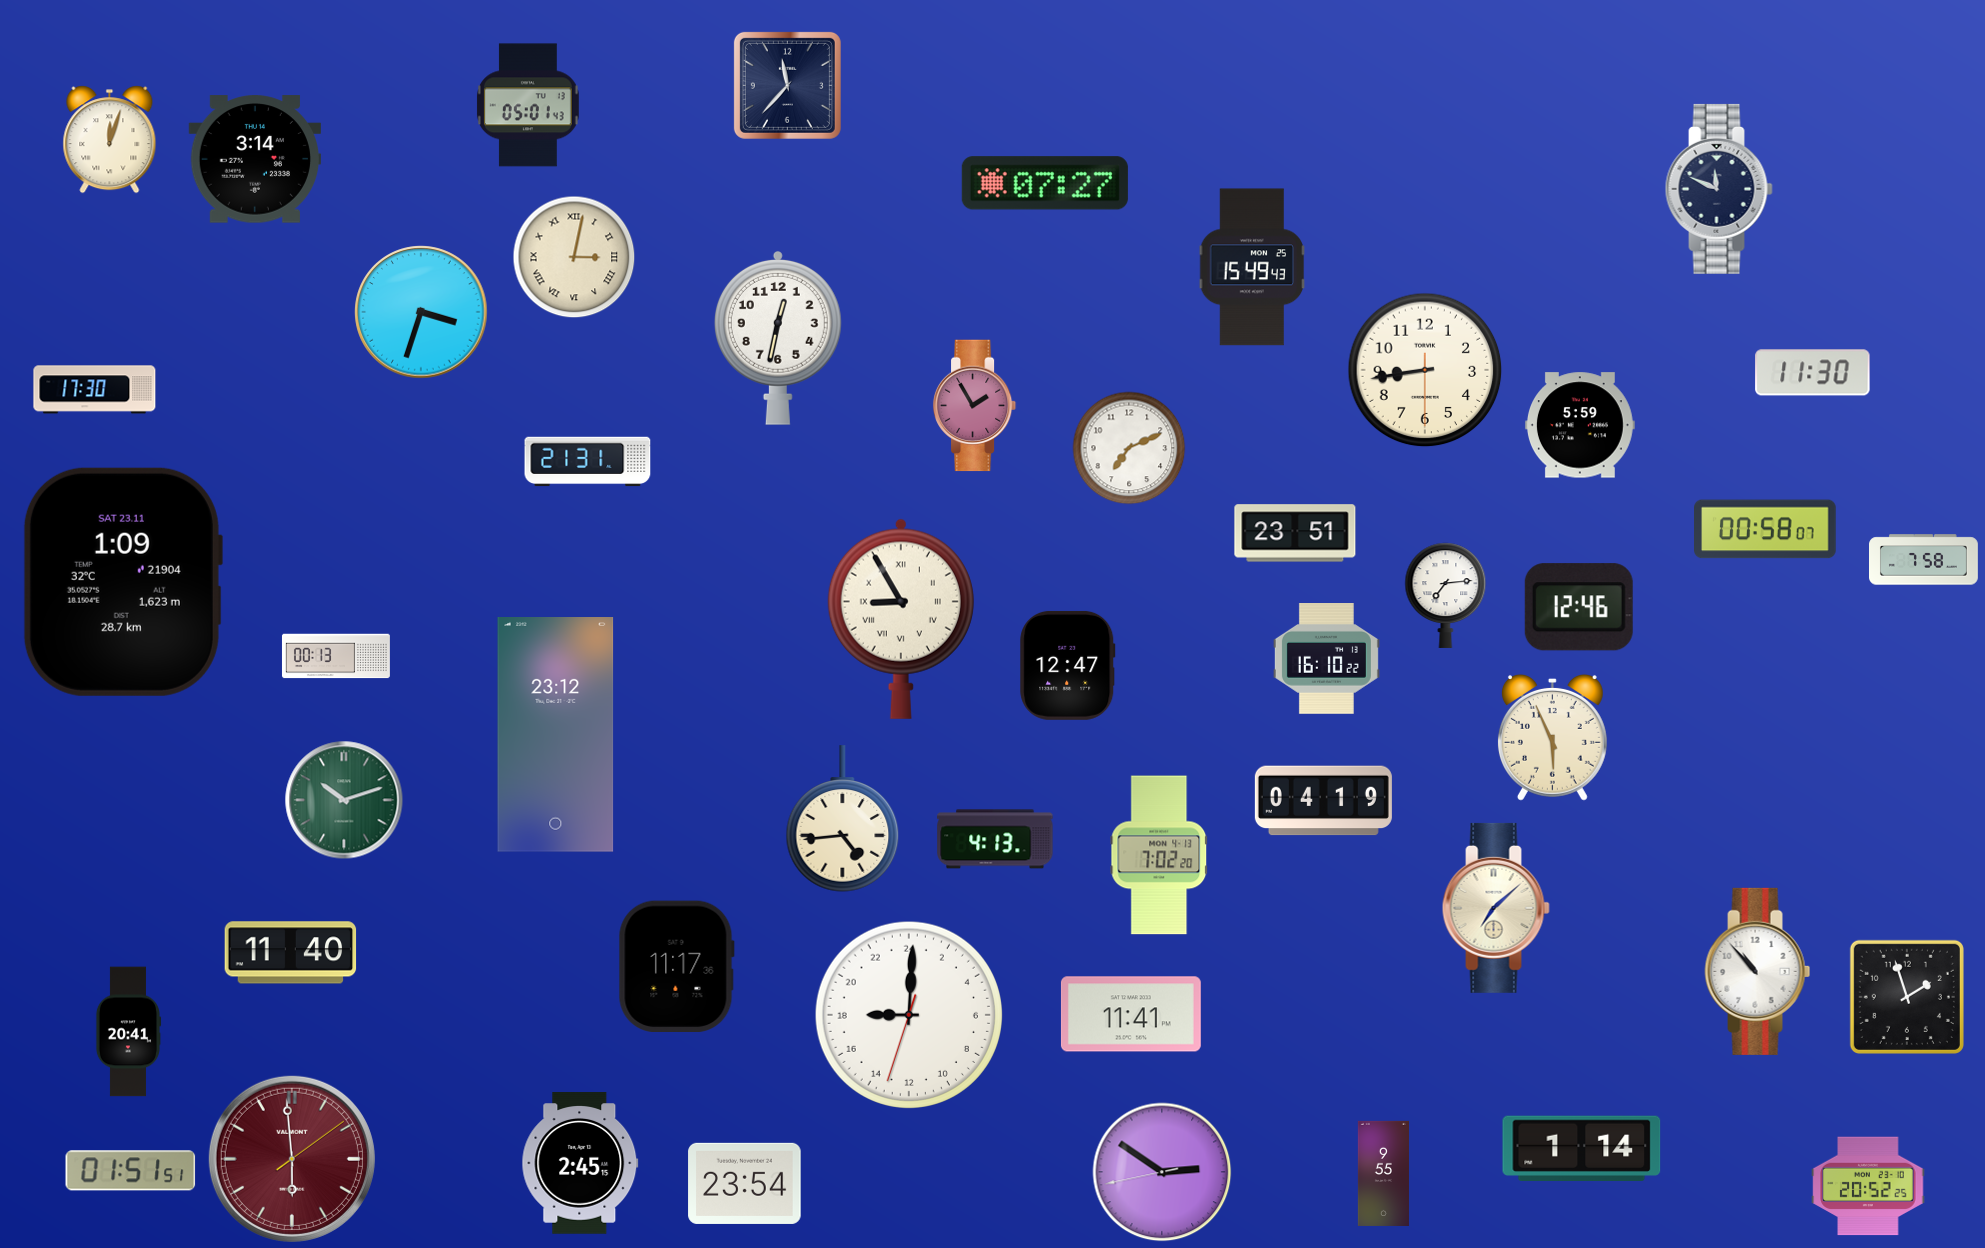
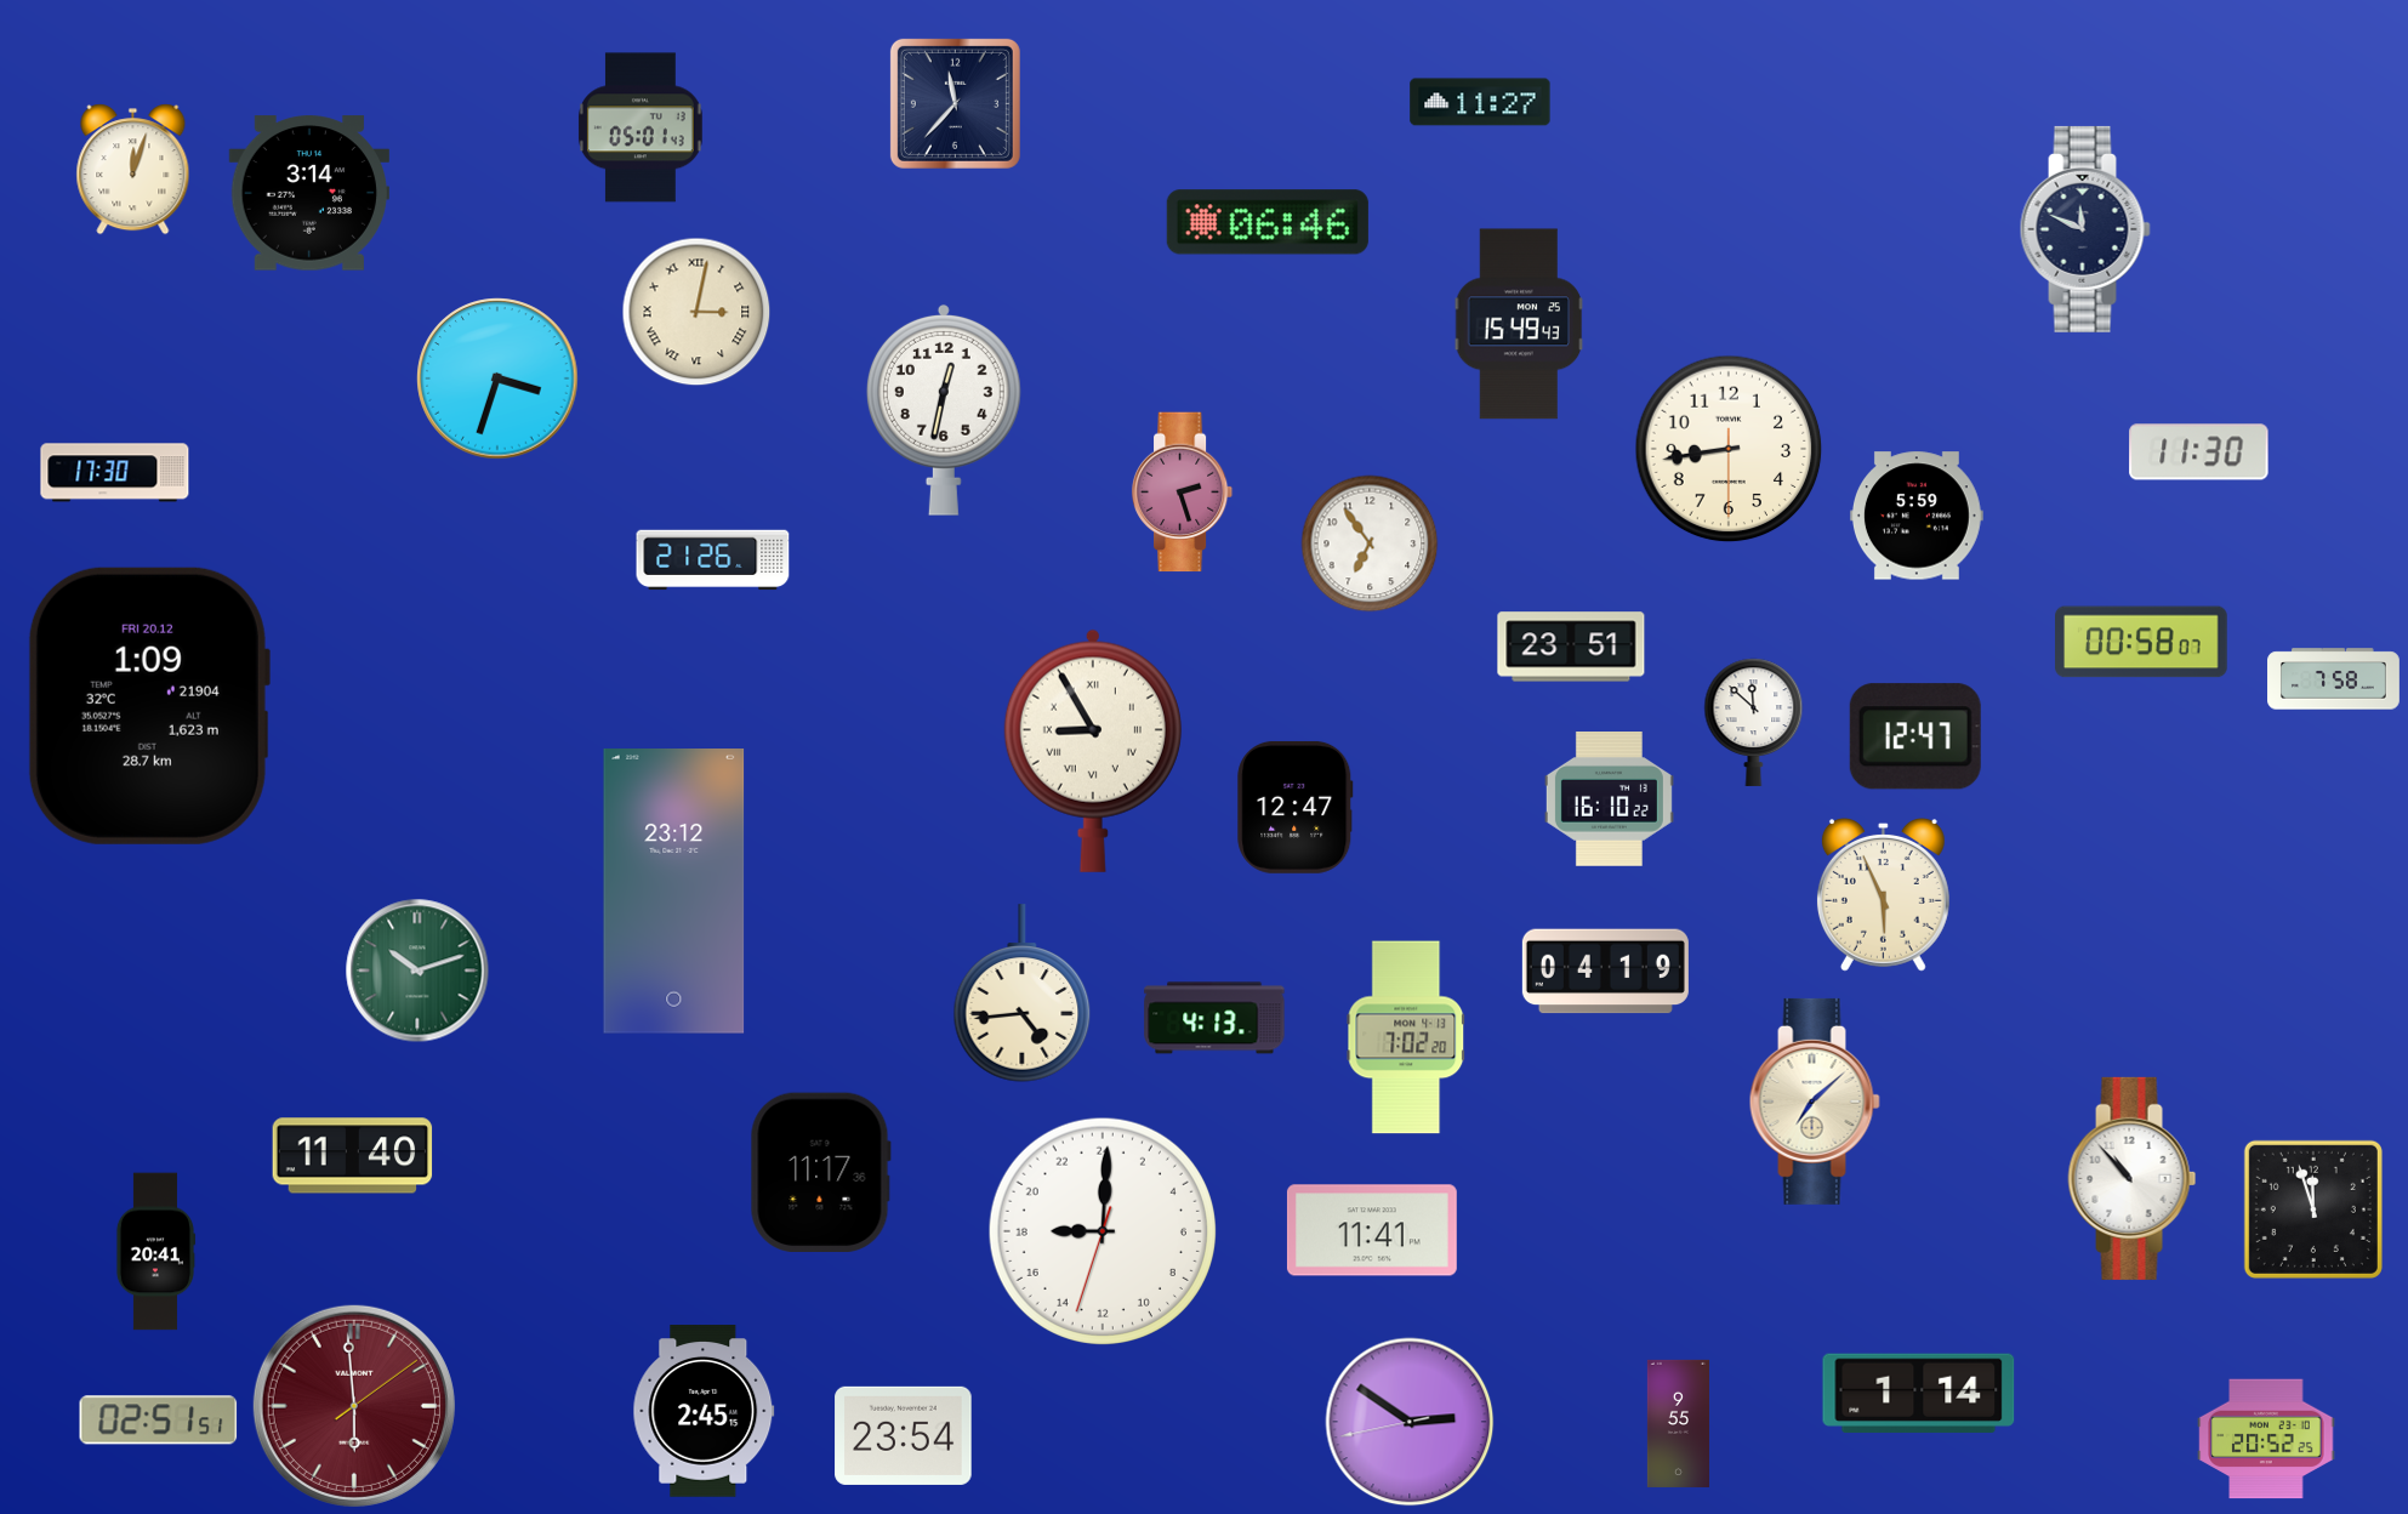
clock at (1480, 102): none -> 11:27
clock at (1045, 183): 07:27 -> 06:46
clock at (421, 312) position: (421, 312) -> (497, 378)
clock at (975, 406): 1:55 -> 2:27
clock at (1129, 448): 7:11 -> 6:54
clock at (588, 462): 21:31 -> 21:26
clock at (122, 582) date: SAT 23.11 -> FRI 20.12
clock at (1446, 595): 7:14 -> 11:52
clock at (1579, 607): 12:46 -> 12:47
clock at (336, 656): 00:13 -> none
clock at (995, 839) position: (995, 839) -> (1214, 1018)
clock at (1907, 997): 1:57 -> 11:57
clock at (131, 1171): 01:51 -> 02:51
